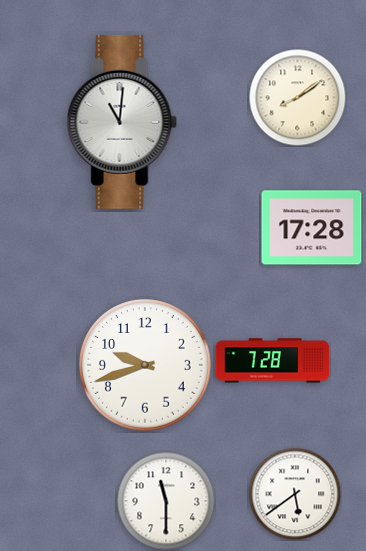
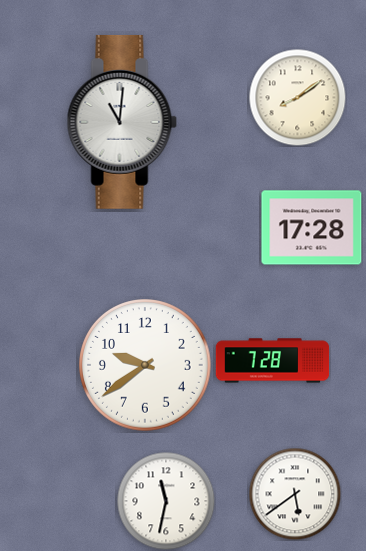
clock at (146, 366): 9:42 -> 9:39
clock at (166, 501): 11:30 -> 11:32
